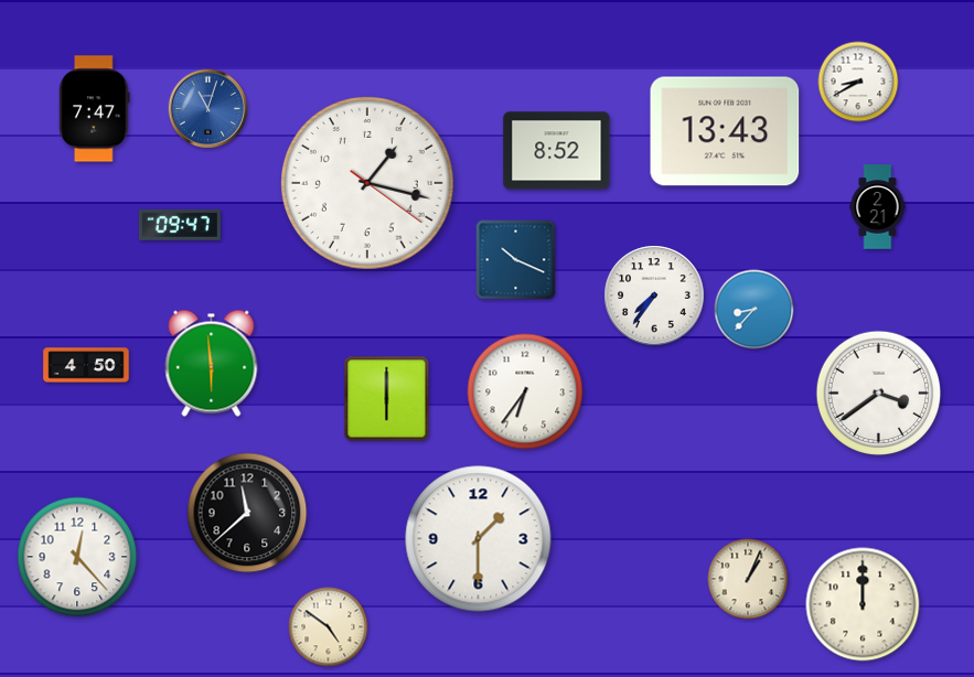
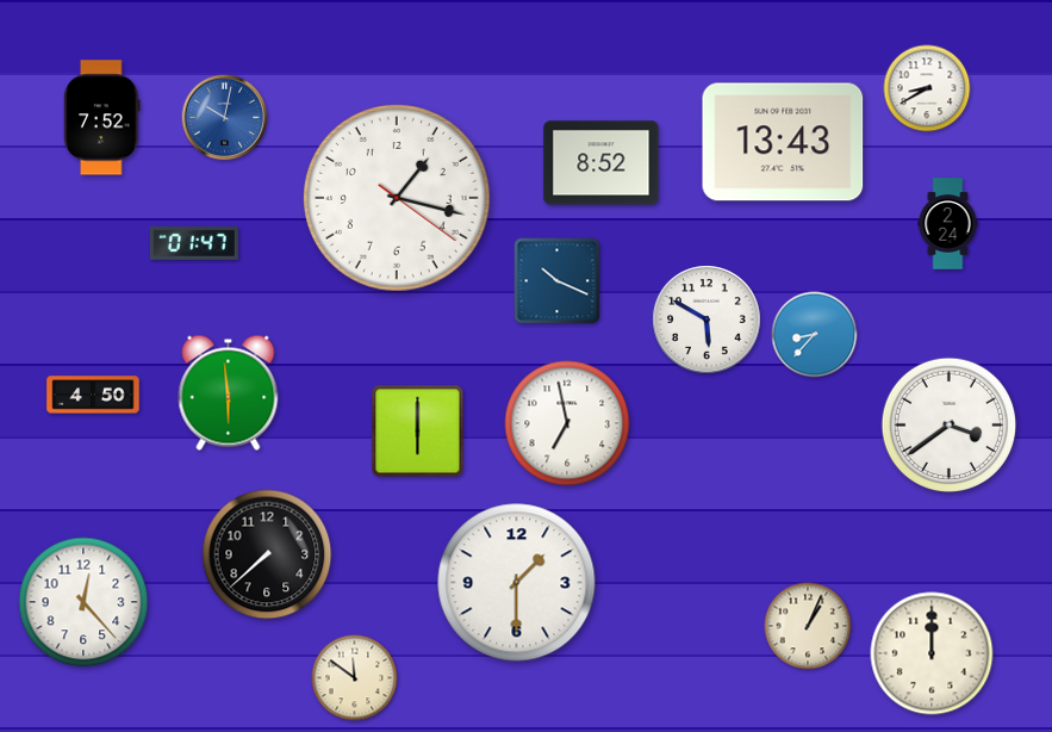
clock at (95, 109): 7:47 -> 7:52
clock at (208, 109): 11:03 -> 10:02
clock at (878, 207): 2:21 -> 2:24
clock at (180, 225): 09:47 -> 01:47
clock at (654, 295): 7:36 -> 5:50
clock at (525, 391): 6:36 -> 6:58
clock at (247, 513): 11:38 -> 7:38
clock at (329, 627): 4:51 -> 11:51
